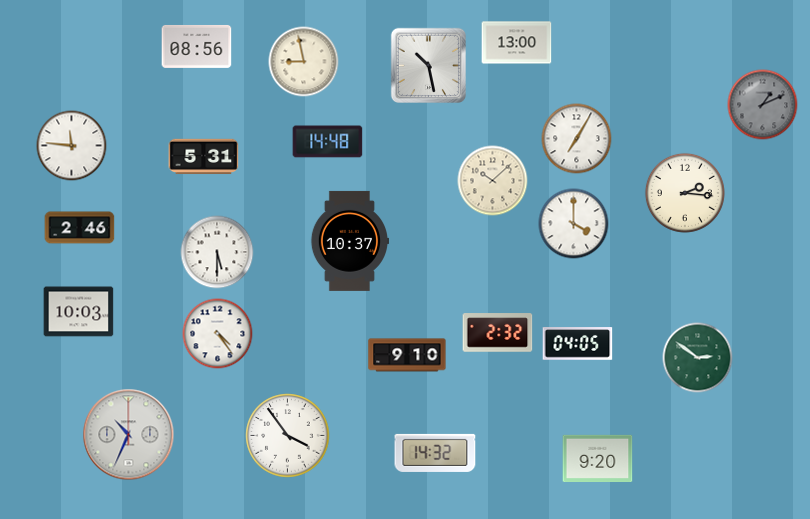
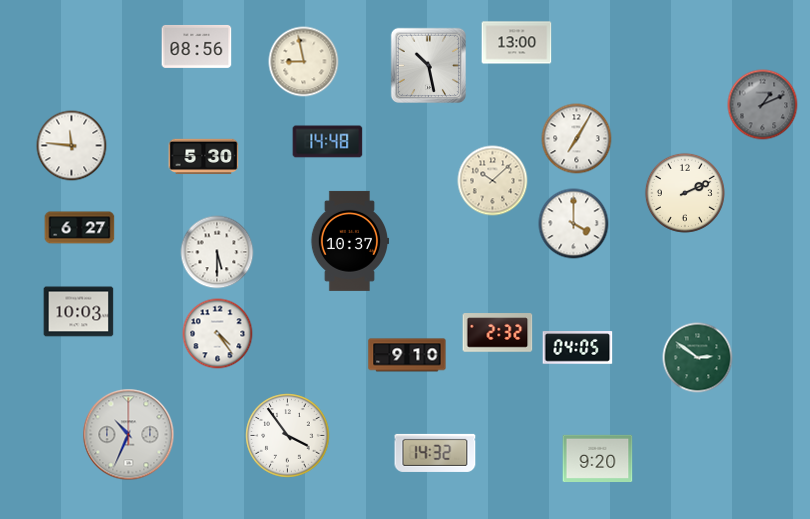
clock at (204, 157): 5:31 -> 5:30
clock at (685, 193): 2:16 -> 2:11
clock at (80, 228): 2:46 -> 6:27
clock at (578, 344) position: (578, 344) -> (578, 348)
